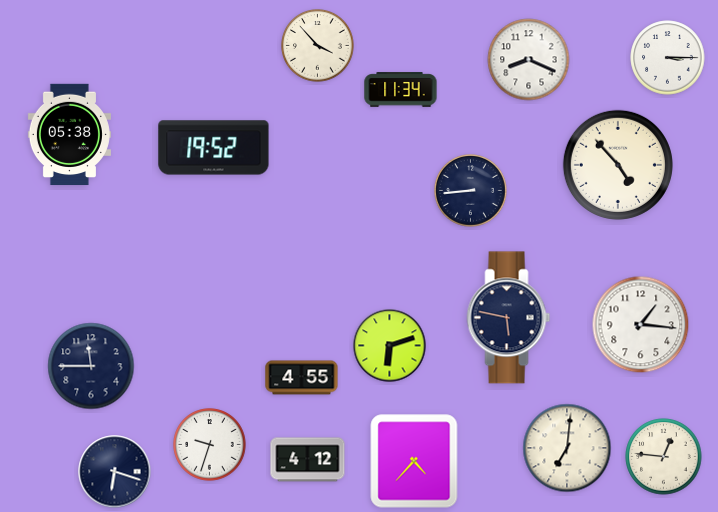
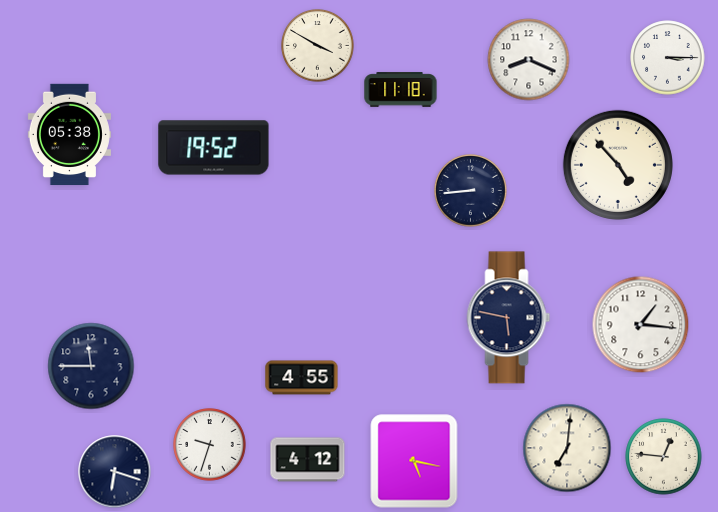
clock at (318, 46): 3:53 -> 3:50
clock at (401, 90): 11:34 -> 11:18
clock at (390, 346): 6:12 -> none
clock at (414, 461): 4:37 -> 5:17
